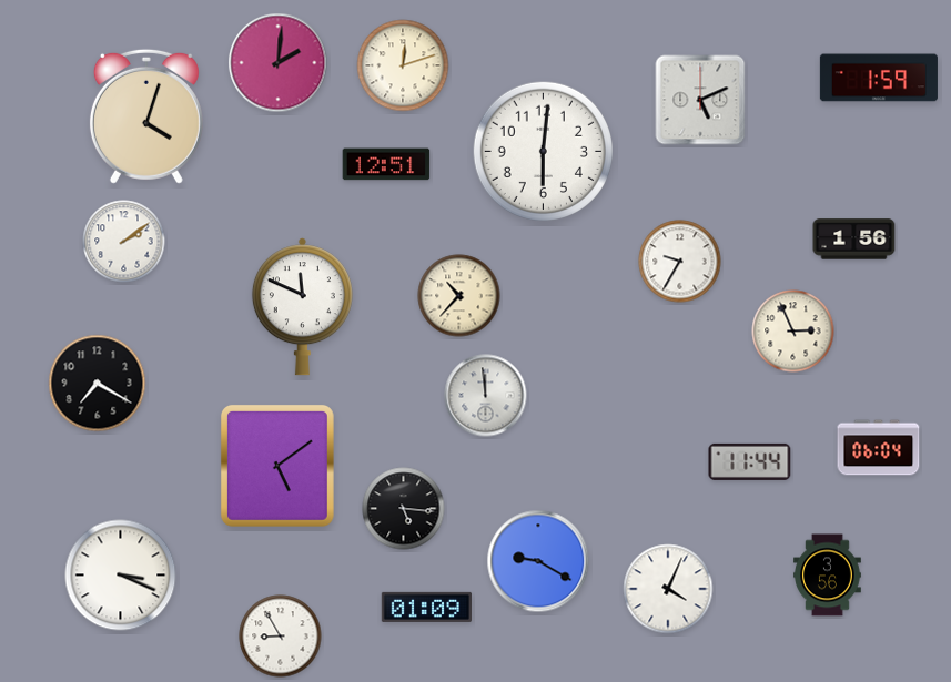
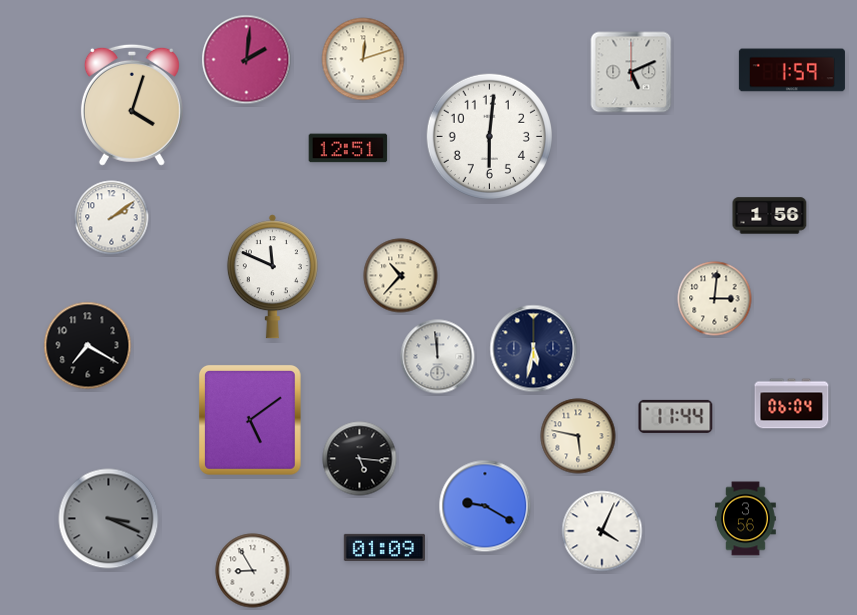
clock at (279, 63) position: (279, 63) -> (247, 60)
clock at (700, 100) position: (700, 100) -> (631, 72)
clock at (680, 262): 9:35 -> none
clock at (459, 296) position: (459, 296) -> (401, 276)
clock at (793, 332): 2:56 -> 3:01
clock at (534, 349): none -> 5:32
clock at (578, 436): none -> 5:47
clock at (404, 509) position: (404, 509) -> (360, 459)
clock at (121, 576) dial: white -> grey
clock at (281, 637) position: (281, 637) -> (253, 571)
